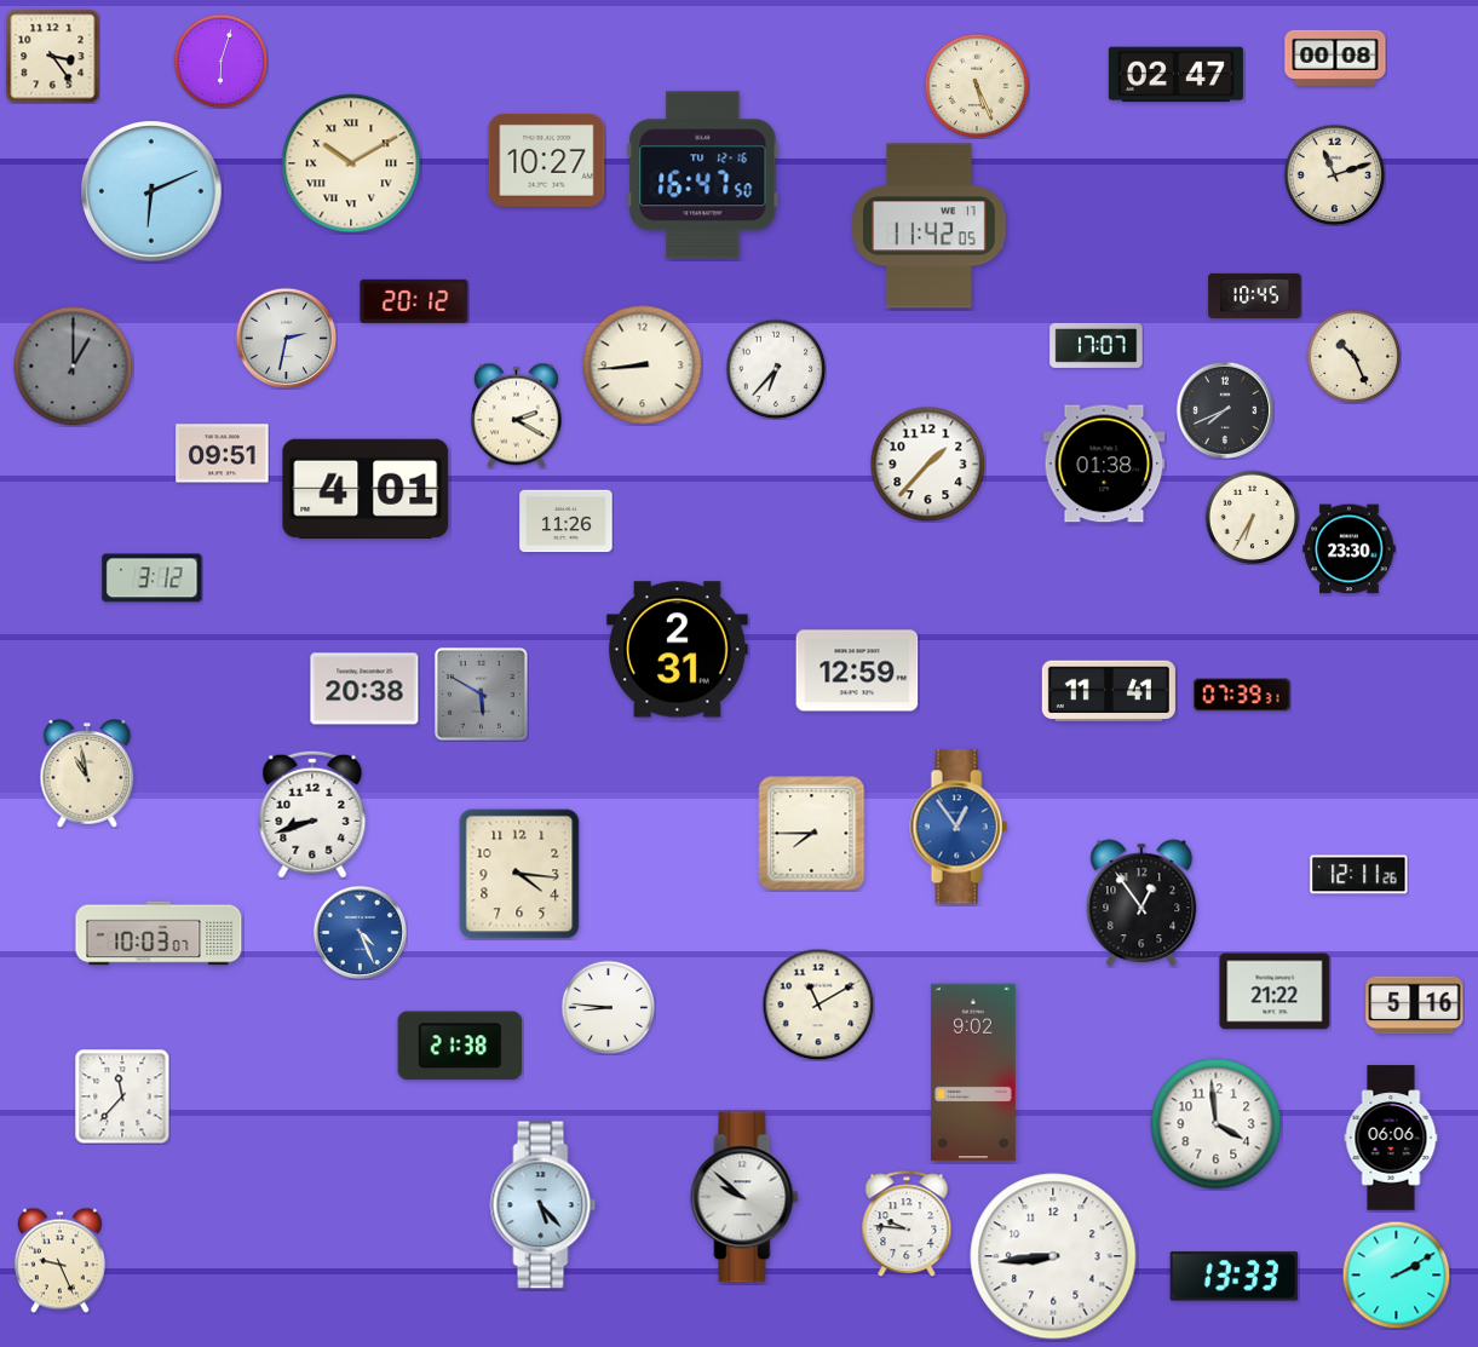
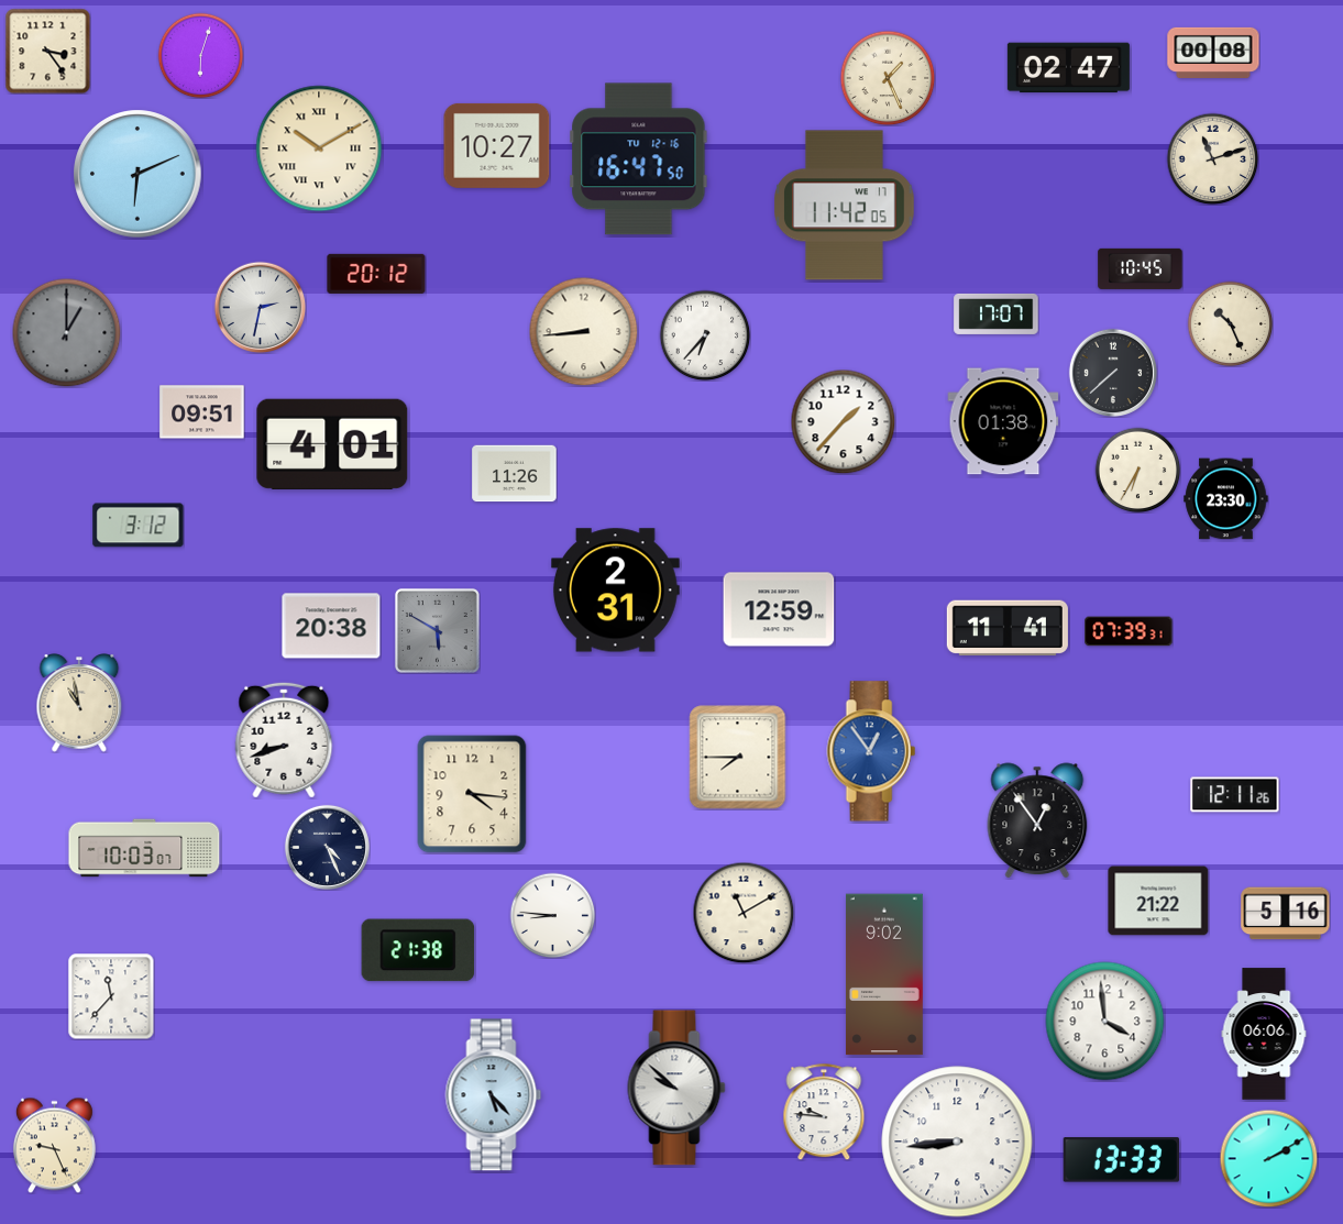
clock at (977, 86): 5:26 -> 1:26
clock at (1224, 409): 7:41 -> 7:38
clock at (516, 415): 2:20 -> none
clock at (360, 932) dial: blue -> navy
